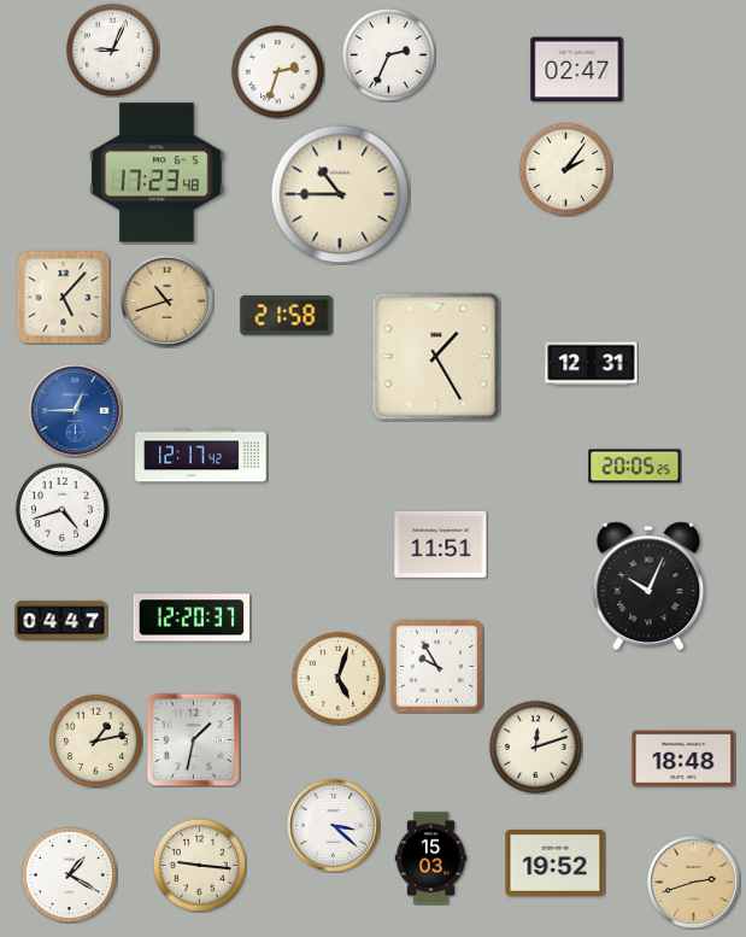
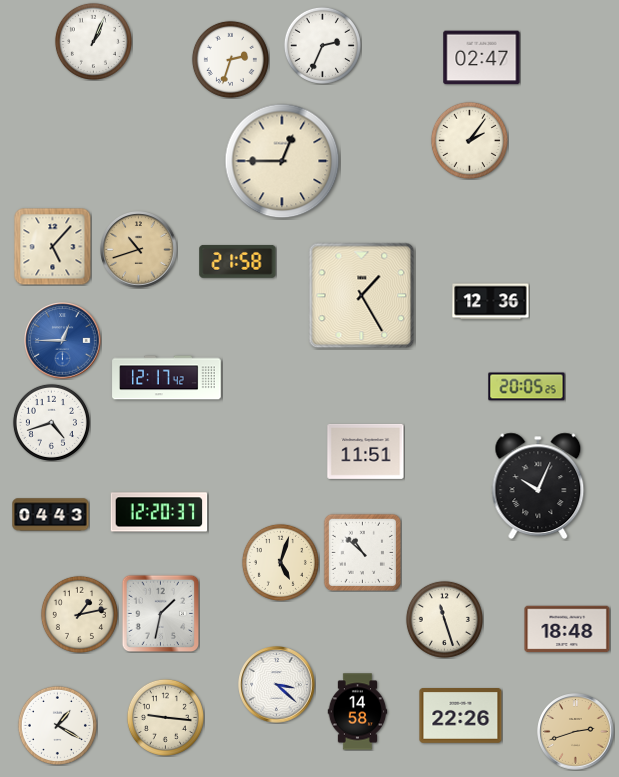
clock at (112, 49): 9:04 -> 1:04
clock at (577, 70) position: (577, 70) -> (482, 58)
clock at (157, 172): 17:23 -> none
clock at (340, 194): 10:45 -> 12:45
clock at (592, 364): 12:31 -> 12:36
clock at (61, 621): 04:47 -> 04:43
clock at (436, 666): 9:55 -> 10:52
clock at (535, 746): 12:12 -> 11:27
clock at (431, 859): 15:03 -> 14:58
clock at (556, 863): 19:52 -> 22:26
